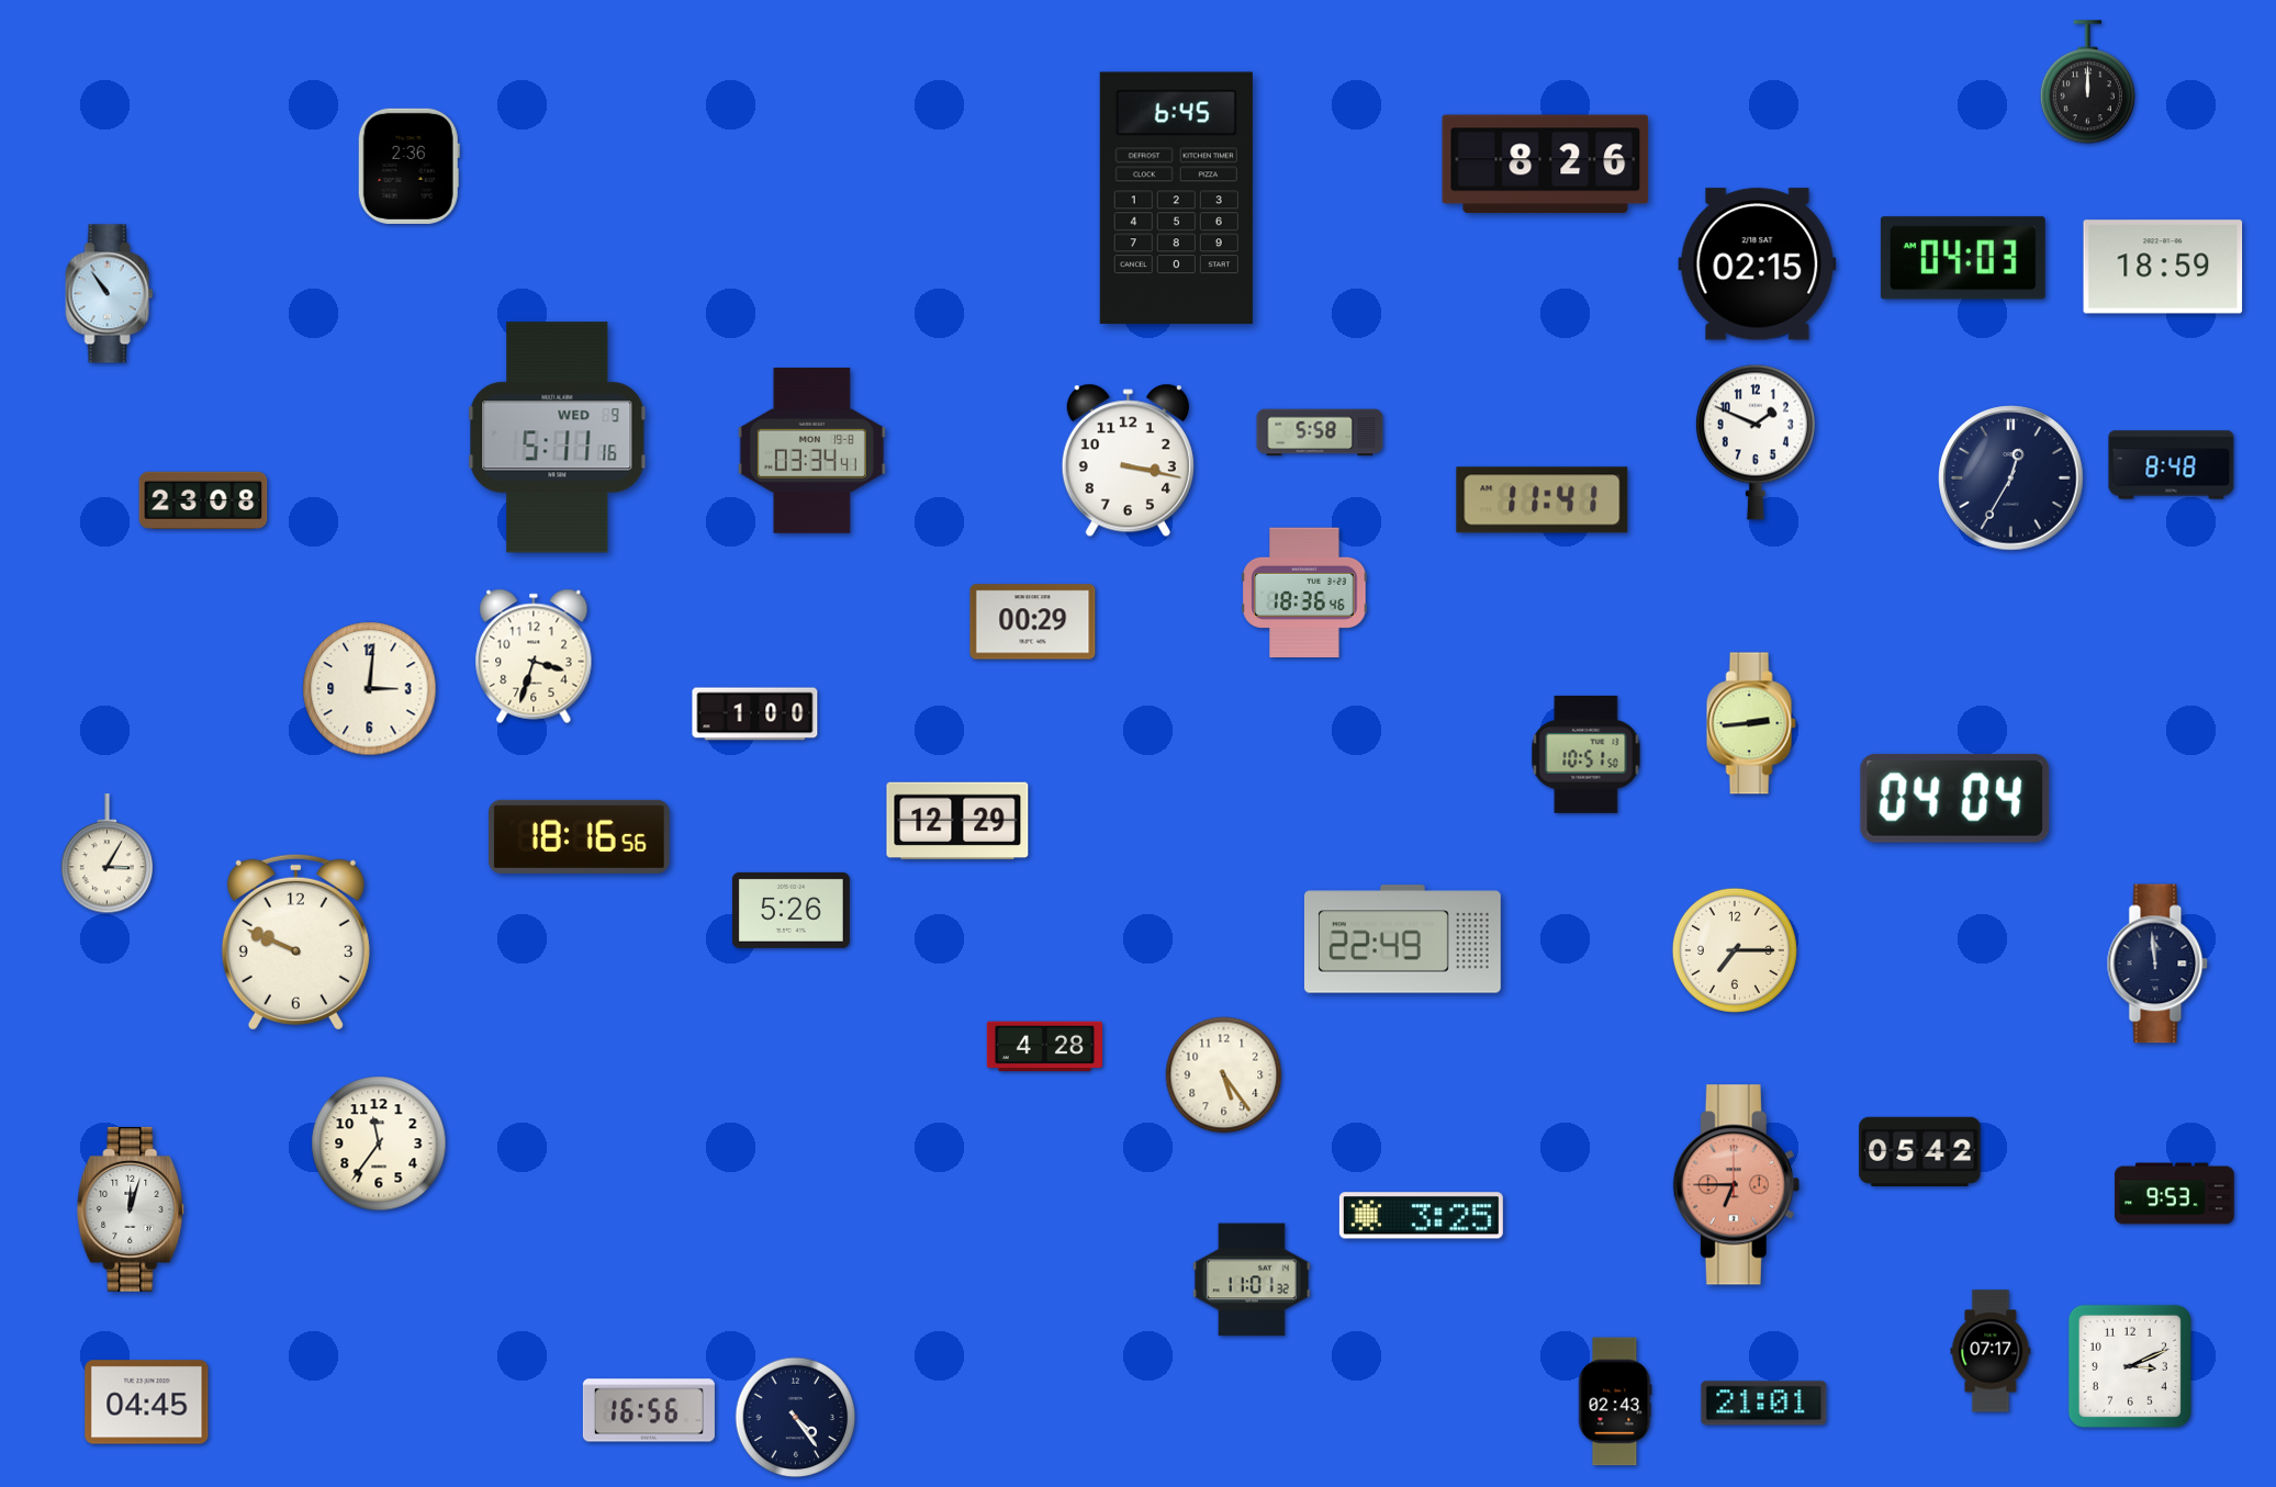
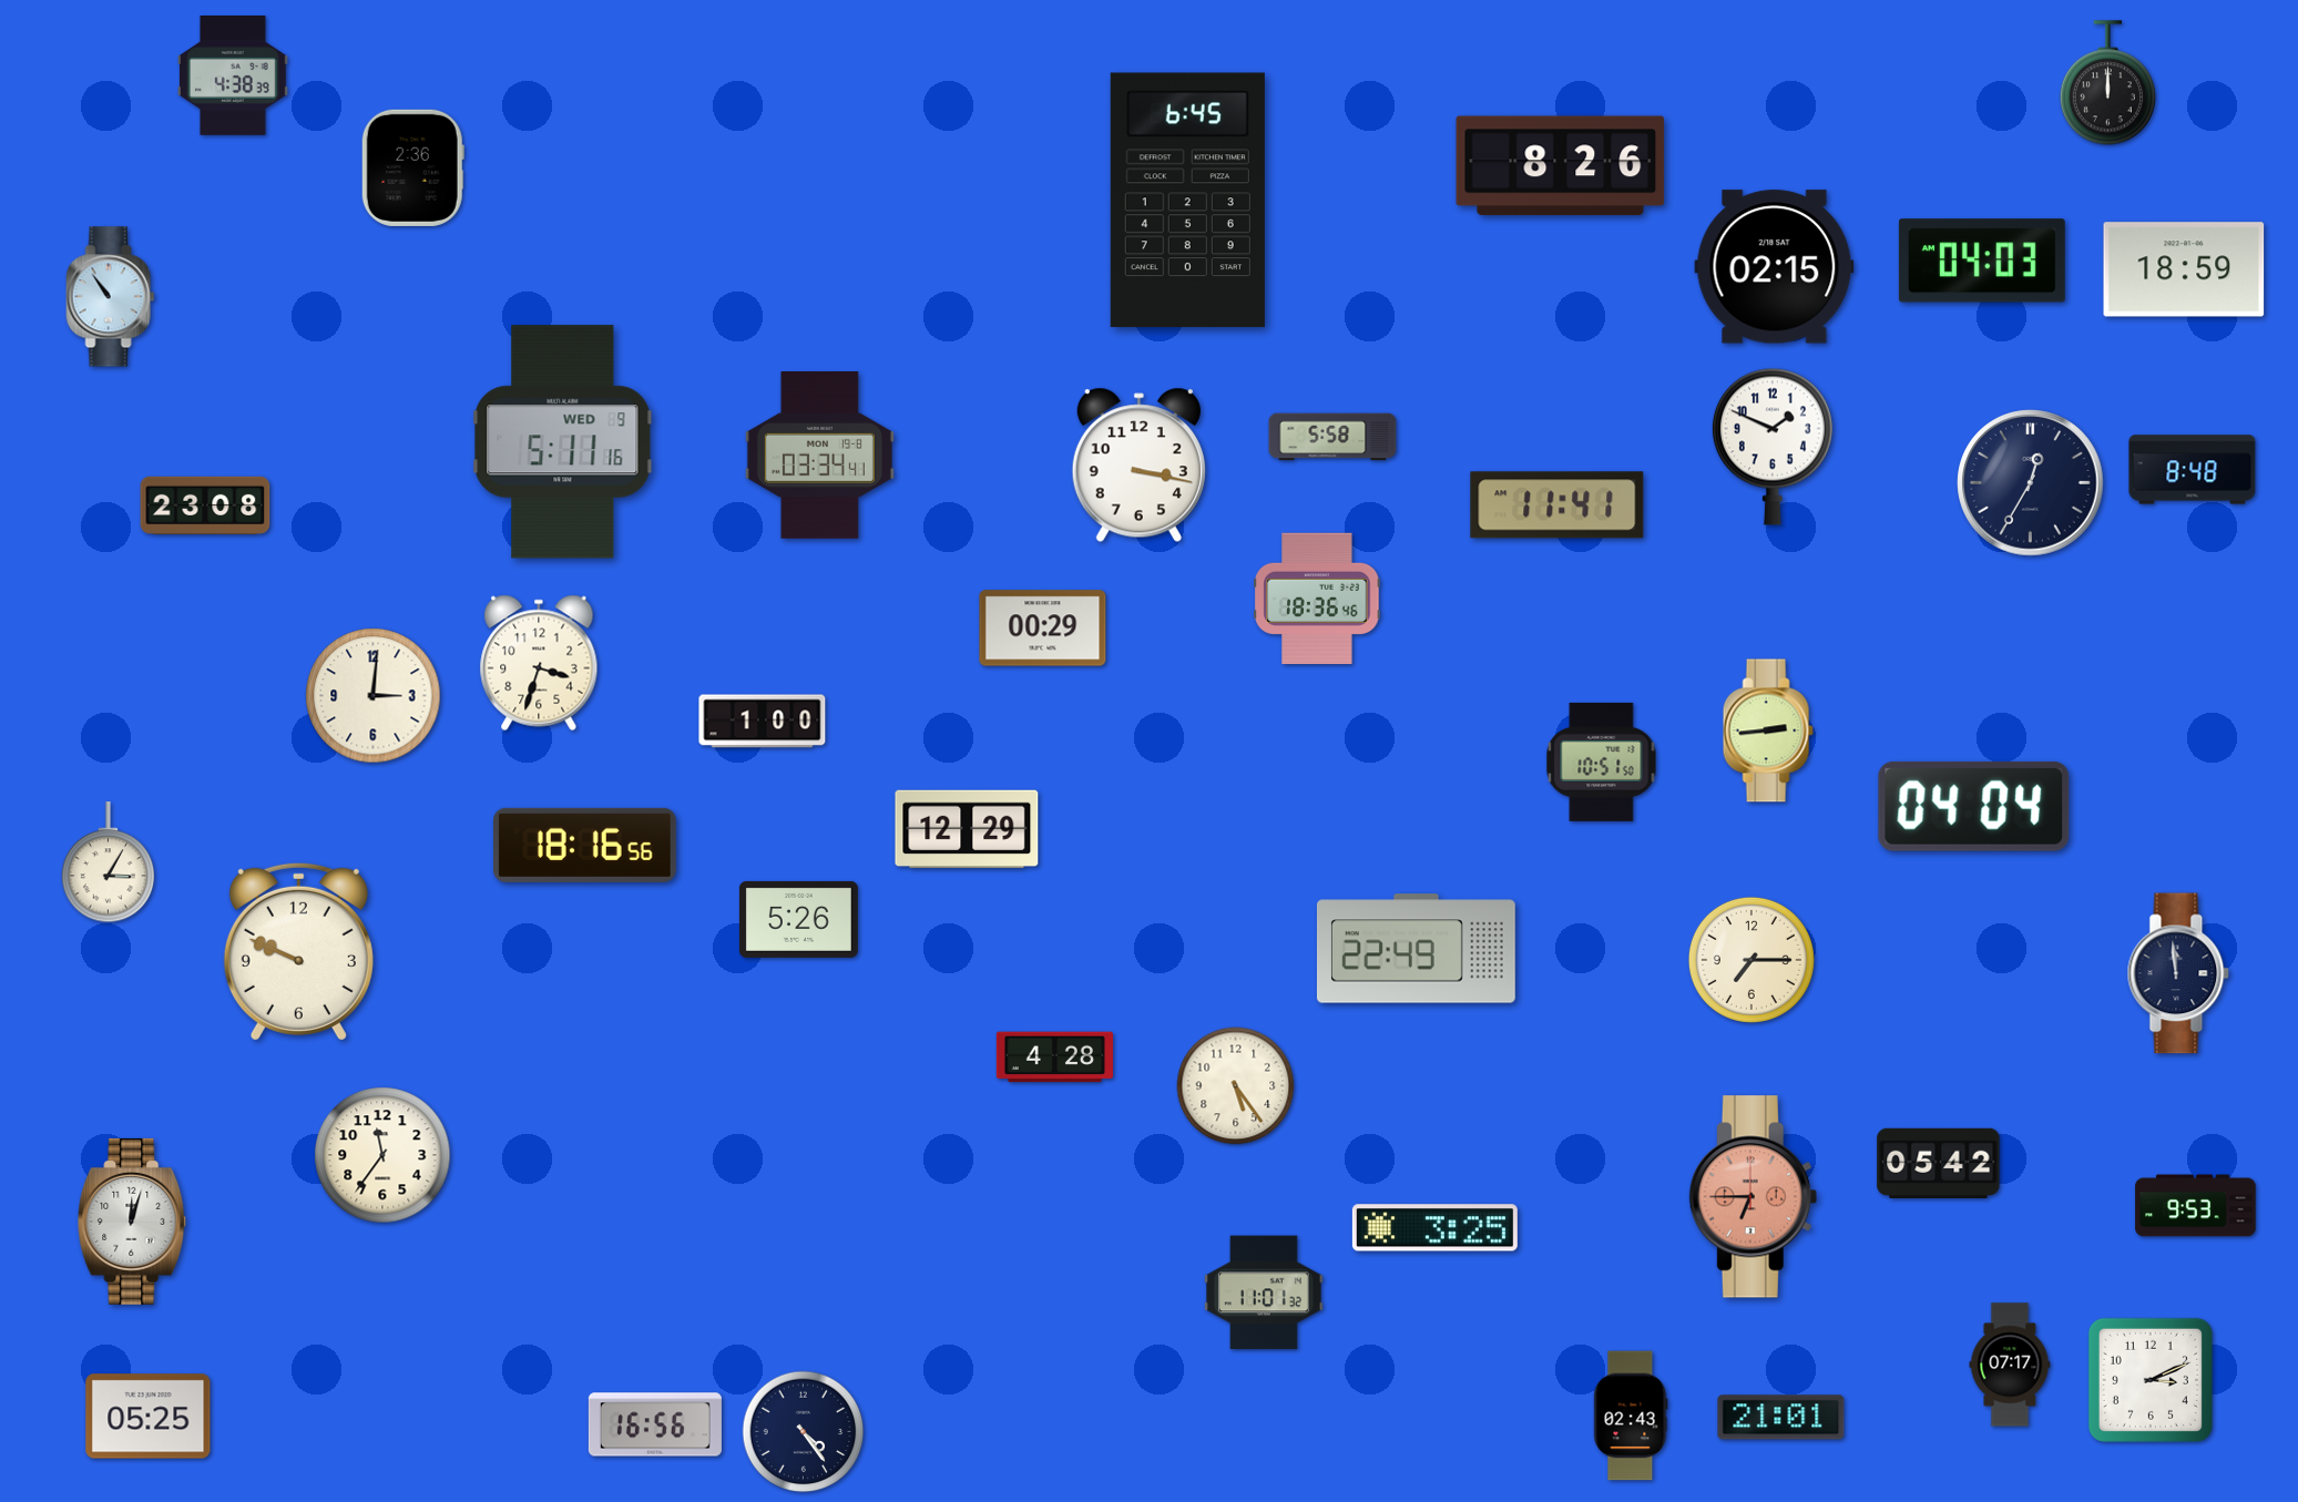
clock at (234, 76): none -> 4:38
clock at (147, 1402): 04:45 -> 05:25
